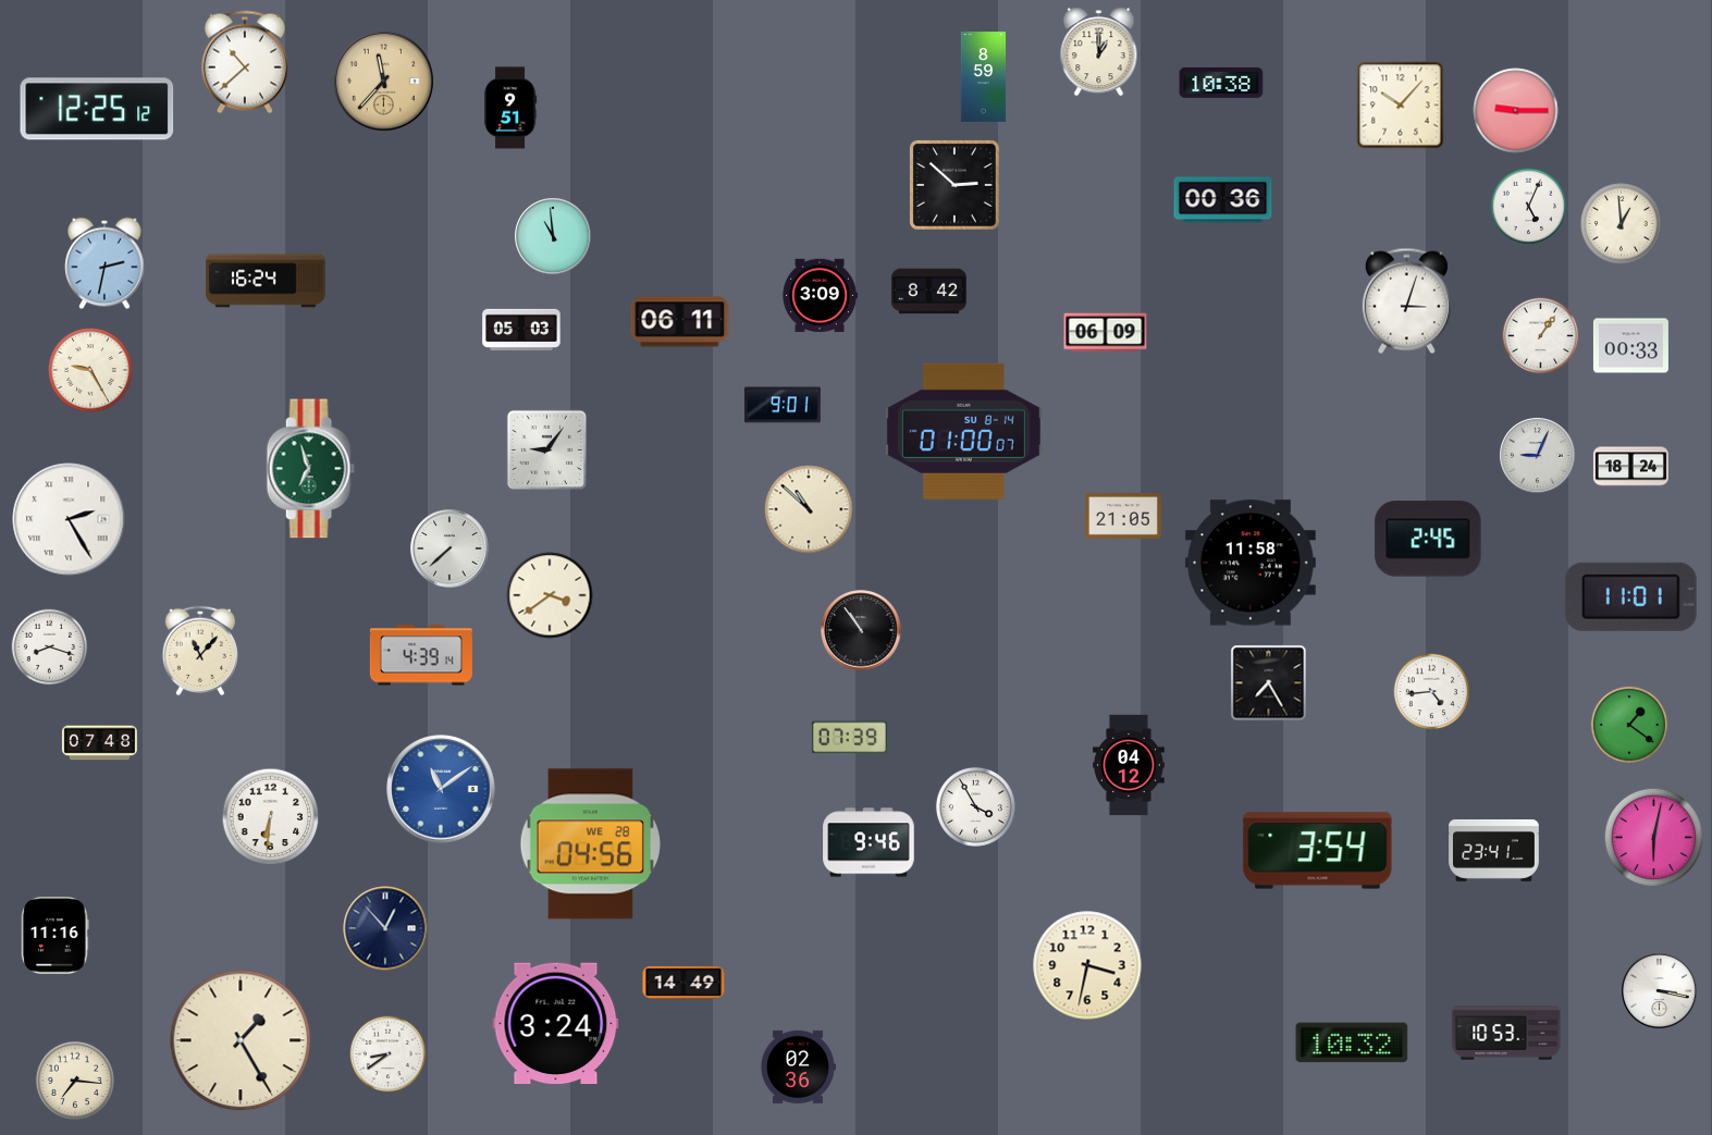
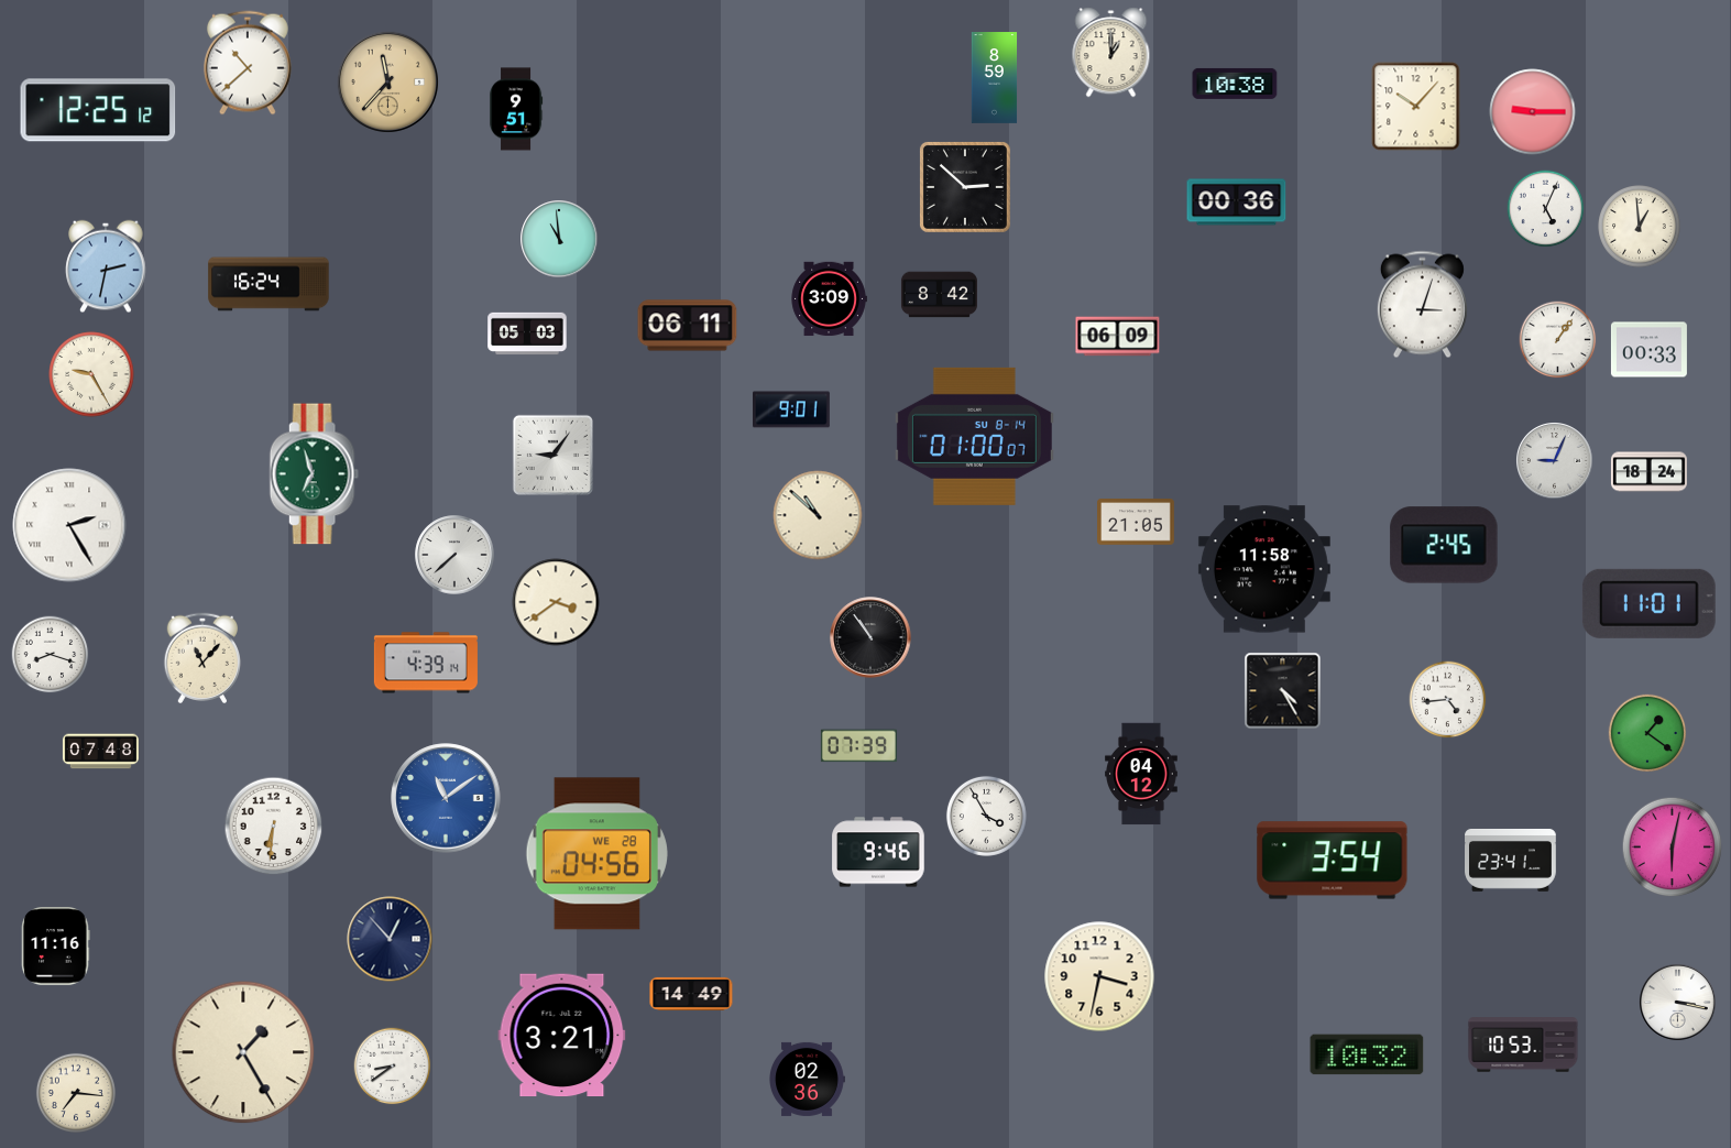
clock at (1269, 683): 7:25 -> 4:25
clock at (556, 1024): 3:24 -> 3:21
